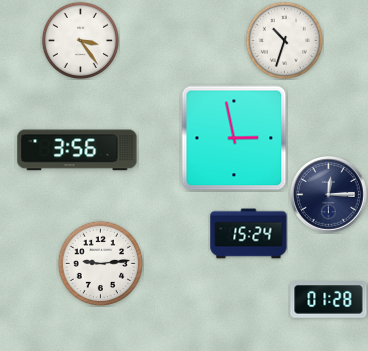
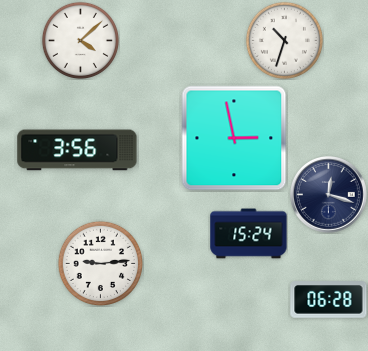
clock at (80, 40): 3:24 -> 4:08
clock at (329, 195): 12:15 -> 12:18
clock at (329, 300): 01:28 -> 06:28
